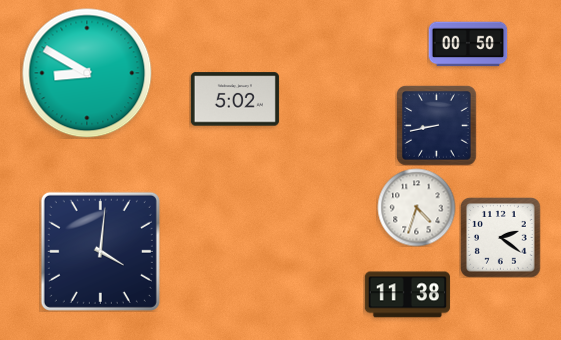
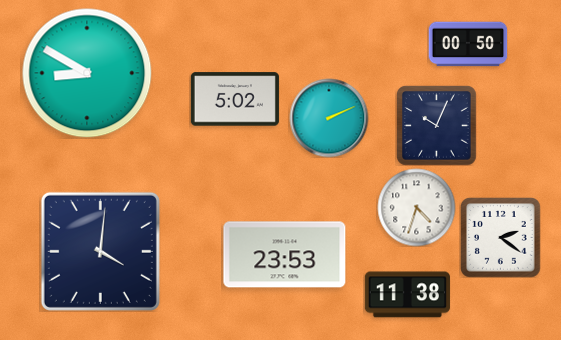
clock at (329, 118): none -> 2:11
clock at (437, 126): 8:43 -> 10:04
clock at (285, 255): none -> 23:53
